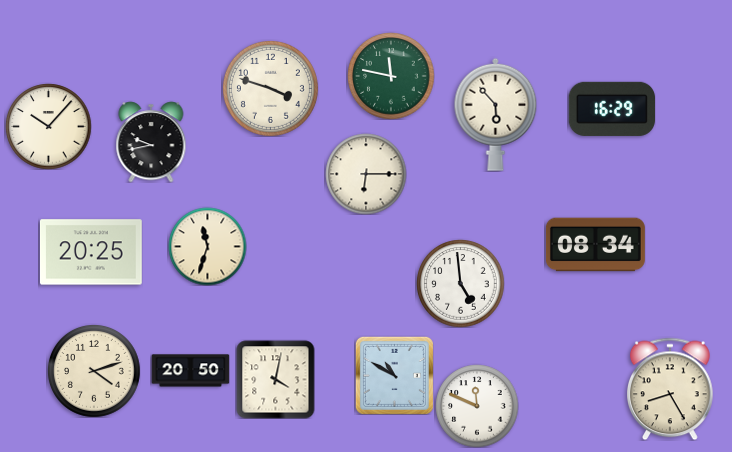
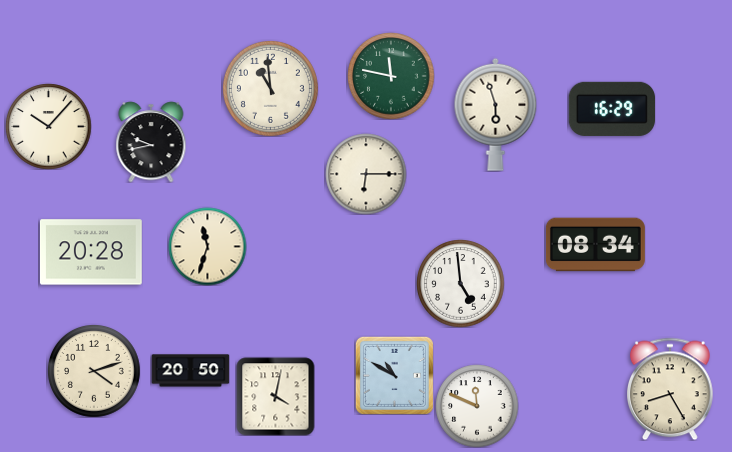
clock at (270, 88): 3:48 -> 10:59
clock at (496, 114): 5:53 -> 5:57
clock at (91, 252): 20:25 -> 20:28
clock at (275, 379) position: (275, 379) -> (275, 396)
